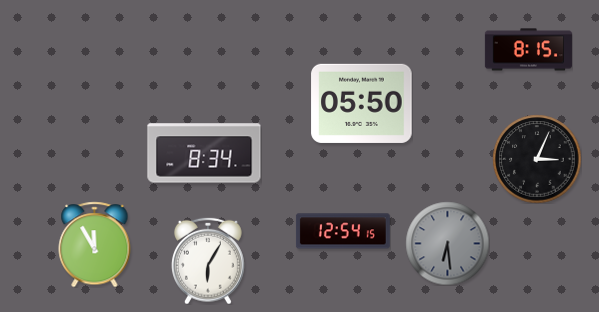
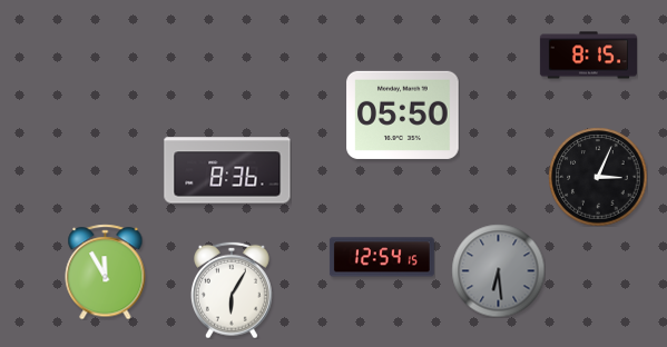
clock at (204, 153): 8:34 -> 8:36
